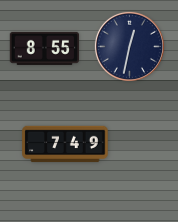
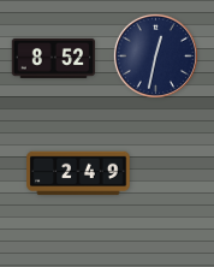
clock at (44, 48): 8:55 -> 8:52
clock at (65, 144): 7:49 -> 2:49
